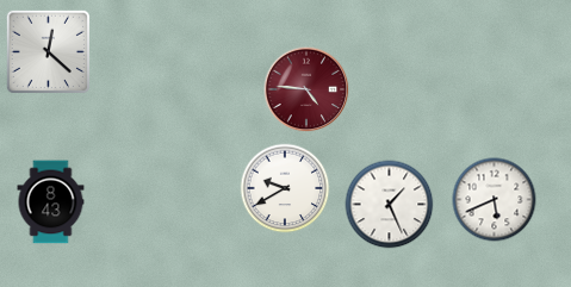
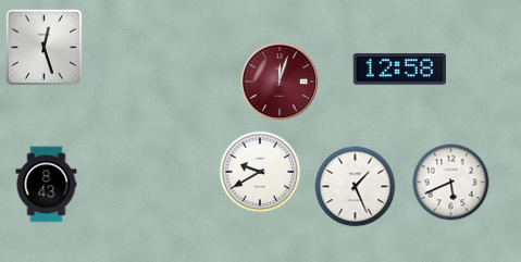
clock at (48, 51): 12:22 -> 12:27
clock at (399, 70): none -> 12:58
clock at (306, 89): 4:46 -> 12:03
